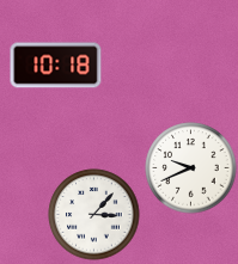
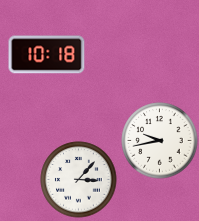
clock at (191, 168): 9:41 -> 9:43
